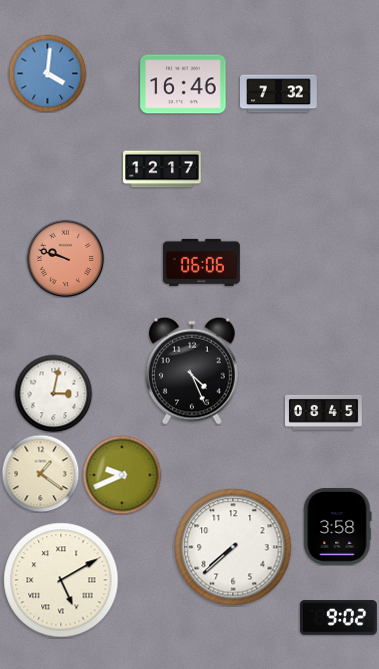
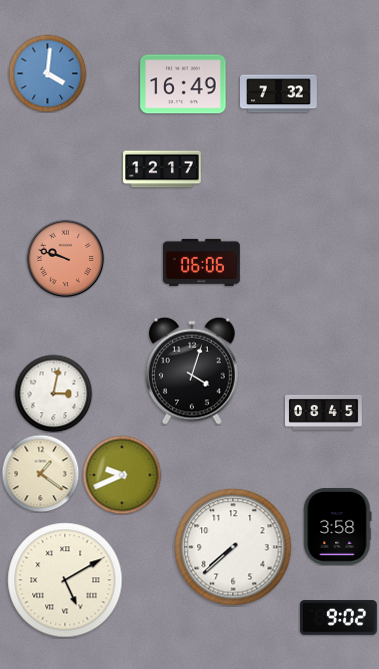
clock at (183, 84): 16:46 -> 16:49
clock at (193, 371): 4:26 -> 4:03
clock at (61, 580) position: (61, 580) -> (65, 580)
